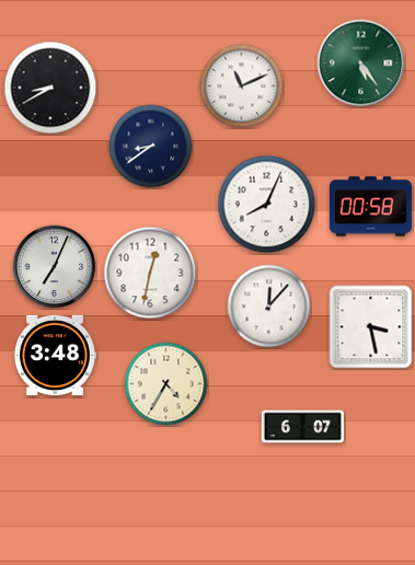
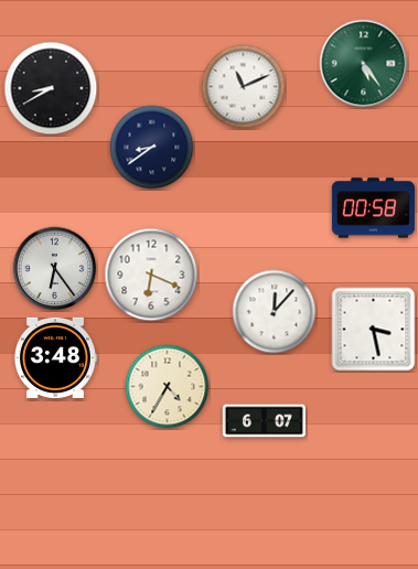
clock at (267, 205): 8:04 -> none
clock at (55, 267): 7:04 -> 6:24
clock at (150, 273): 12:32 -> 6:19
clock at (269, 307) position: (269, 307) -> (275, 312)
clock at (302, 427) position: (302, 427) -> (264, 421)
